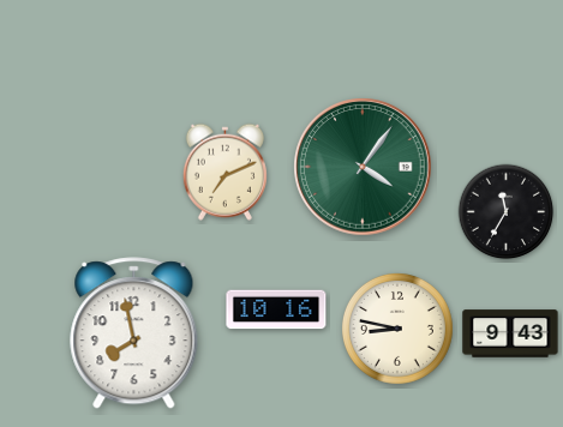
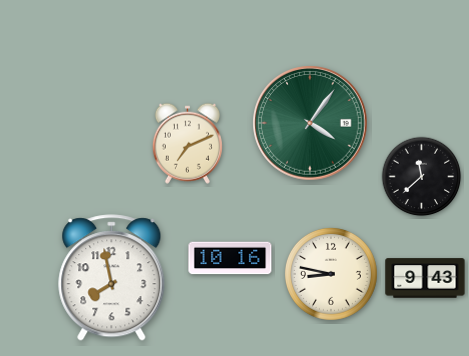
clock at (363, 167) position: (363, 167) -> (310, 123)
clock at (507, 212): 11:35 -> 11:38
